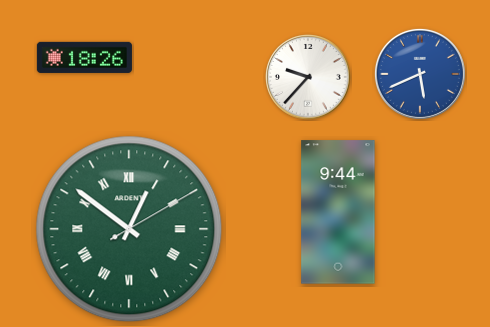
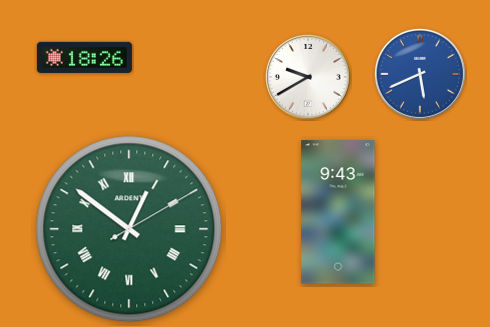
clock at (308, 77): 9:37 -> 9:40
clock at (338, 212): 9:44 -> 9:43
